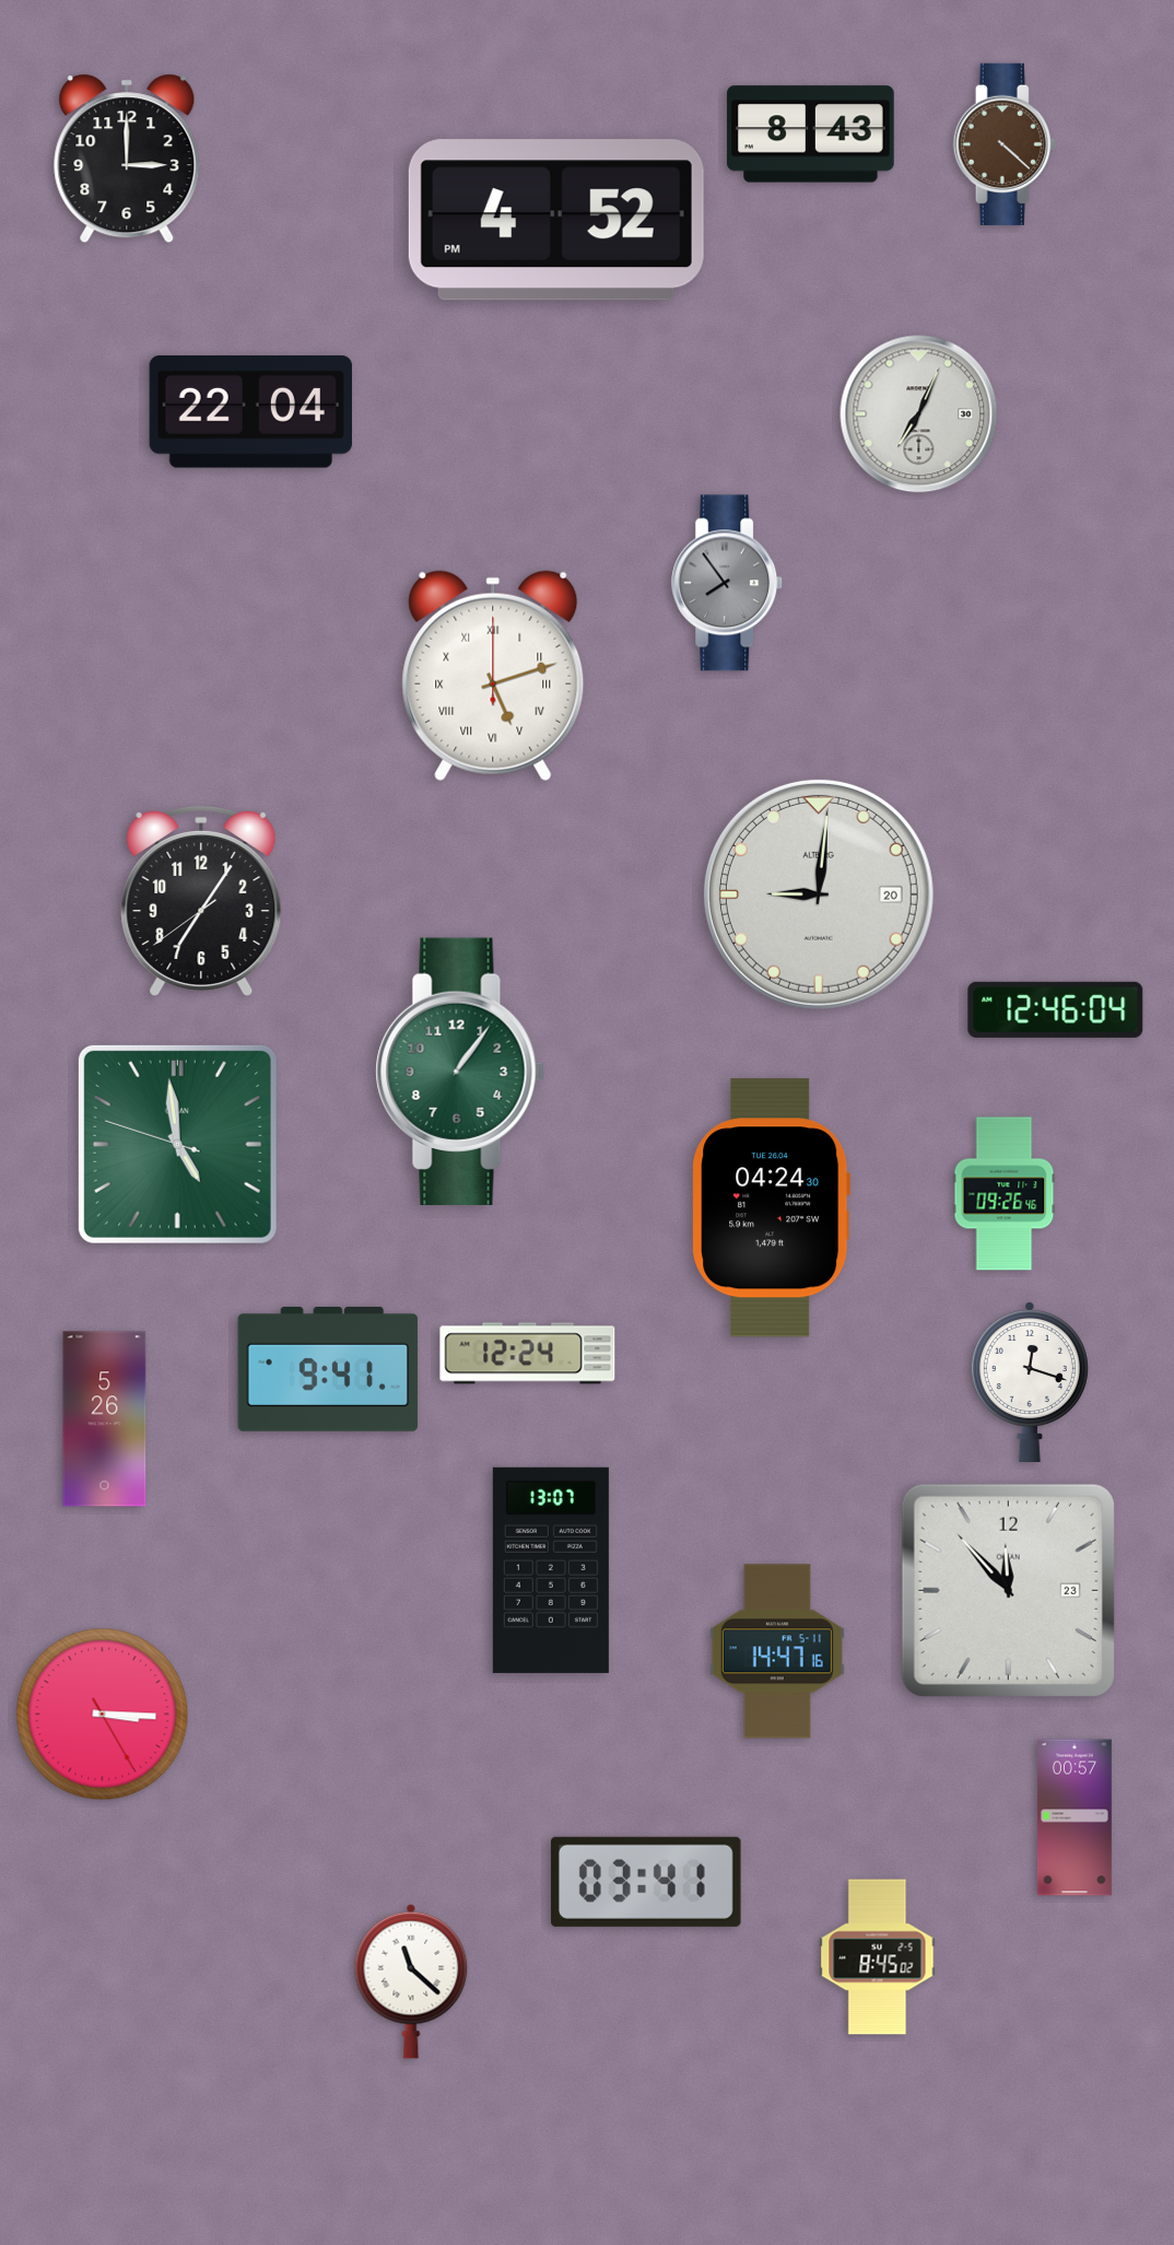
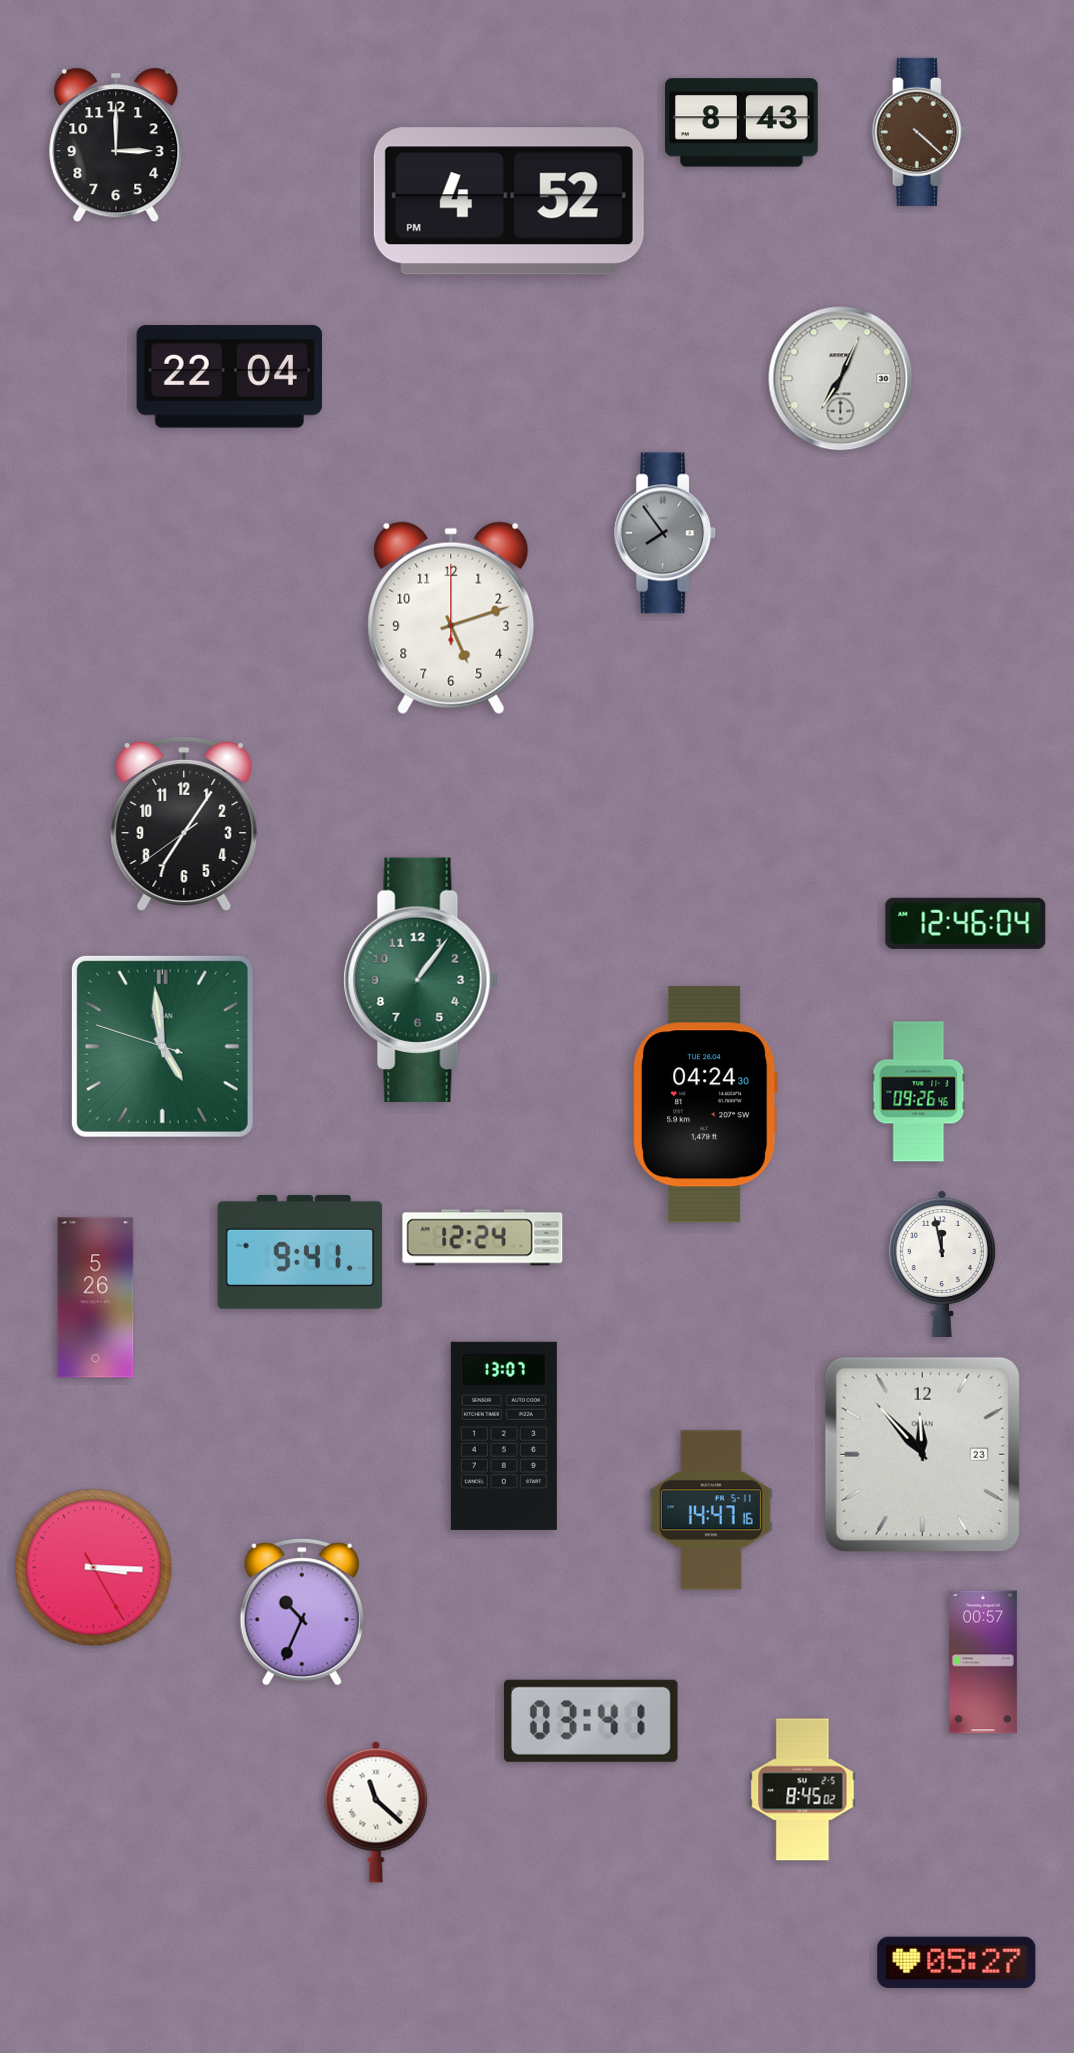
clock at (493, 676) numerals: Roman -> Arabic
clock at (819, 895): 9:01 -> none
clock at (1030, 1381): 12:18 -> 11:58
clock at (302, 1612): none -> 10:34
clock at (957, 1962): none -> 05:27
